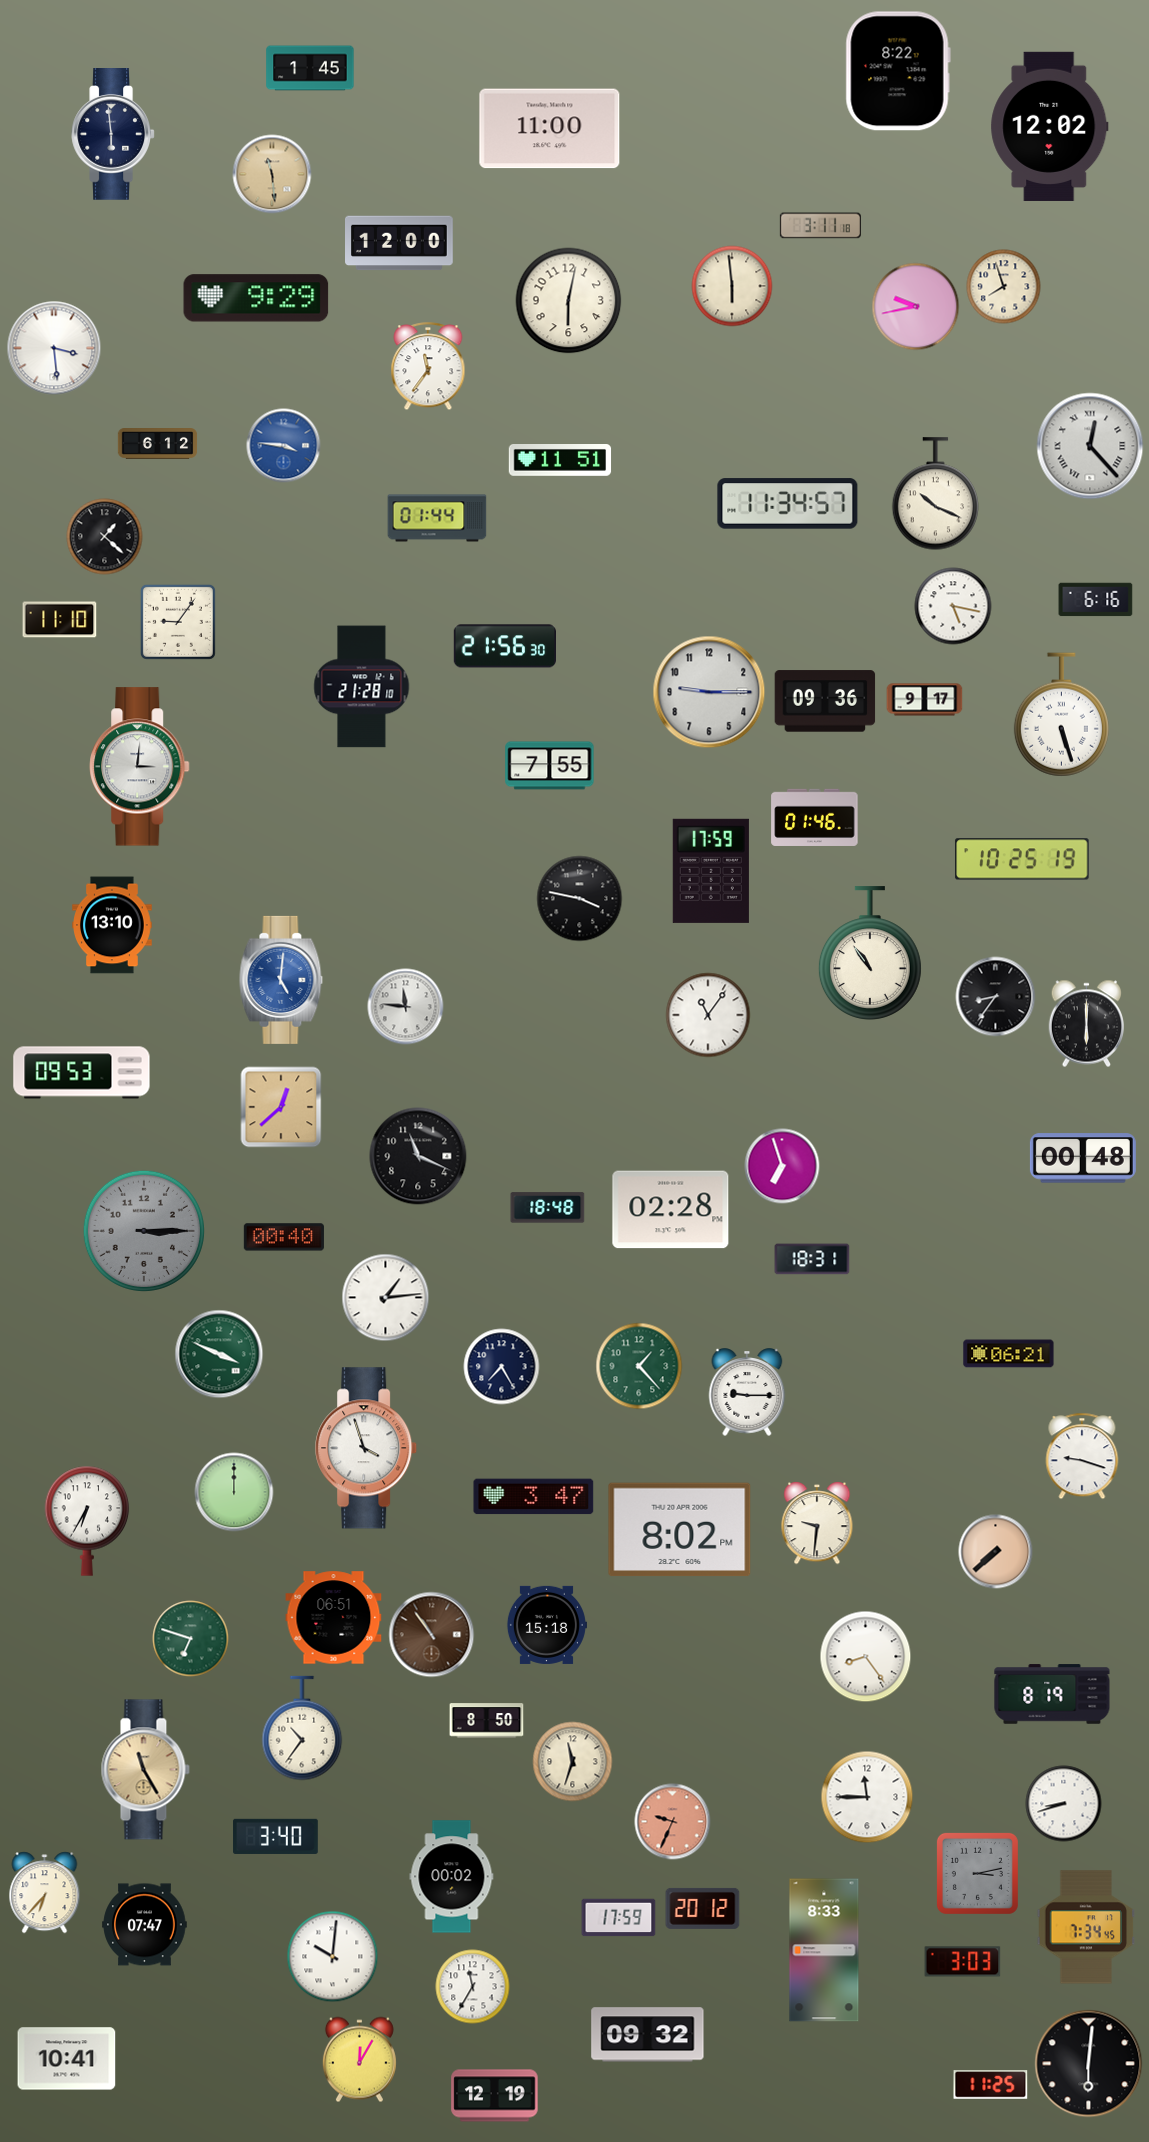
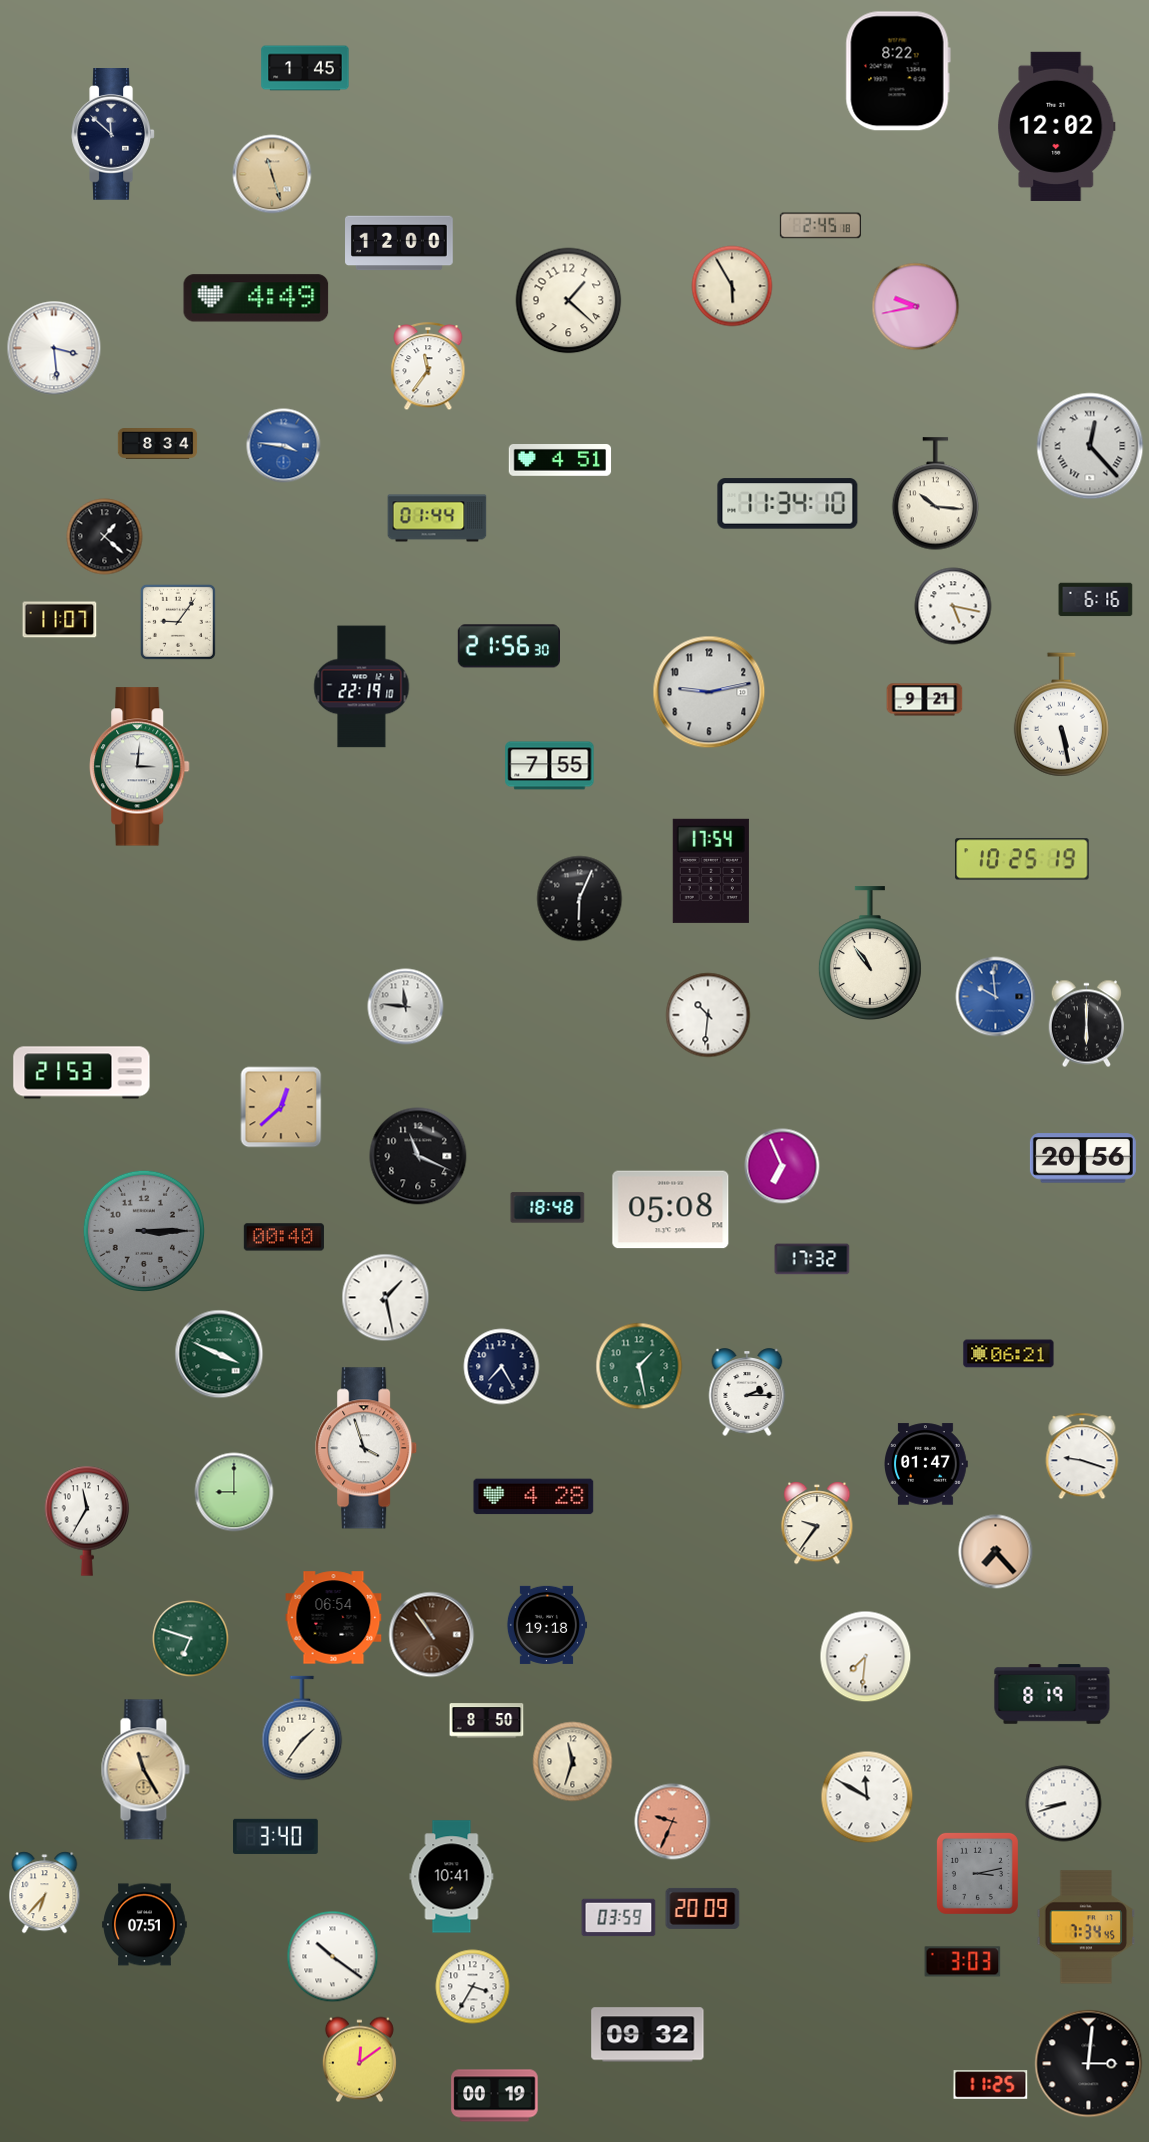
clock at (310, 68) position: (310, 68) -> (305, 68)
clock at (1050, 126) position: (1050, 126) -> (1057, 126)
clock at (550, 129): 11:00 -> none
clock at (113, 134): 5:59 -> 11:52
clock at (272, 174): 11:29 -> 11:27
clock at (820, 226): 3:11 -> 2:45
clock at (732, 286): 5:59 -> 5:55
clock at (1004, 287): 7:57 -> none
clock at (256, 298): 9:29 -> 4:49
clock at (569, 301): 6:02 -> 1:22
clock at (158, 444): 6:12 -> 8:34
clock at (560, 461): 11:51 -> 4:51
clock at (936, 494): 10:19 -> 10:16
clock at (788, 504): 11:34:57 -> 11:34:10
clock at (60, 620): 11:10 -> 11:07
clock at (504, 646) position: (504, 646) -> (508, 646)
clock at (362, 687): 21:28 -> 22:19
clock at (709, 692): 9:15 -> 9:13
clock at (925, 700): 9:17 -> 9:21
clock at (825, 701): 09:36 -> none
clock at (1061, 715): 5:27 -> 5:28
clock at (815, 817): 01:46 -> none
clock at (711, 871): 17:59 -> 17:54
clock at (580, 899): 3:47 -> 6:04
clock at (112, 925): 13:10 -> none
clock at (281, 980): 5:01 -> none
clock at (996, 997): 8:36 -> 9:59
clock at (996, 997) dial: black -> blue
clock at (708, 1015): 11:06 -> 10:31
clock at (82, 1073): 09:53 -> 21:53
clock at (1083, 1158): 00:48 -> 20:56
clock at (782, 1166): 6:57 -> 6:56
clock at (671, 1210): 02:28 -> 05:08
clock at (812, 1259): 18:31 -> 17:32
clock at (386, 1298): 1:14 -> 1:28
clock at (639, 1366): 1:23 -> 1:28
clock at (747, 1392): 9:15 -> 2:15
clock at (926, 1464): none -> 01:47
clock at (234, 1492): 12:00 -> 9:00
clock at (534, 1497): 3:47 -> 4:28
clock at (87, 1521): 6:35 -> 11:35
clock at (817, 1523): 9:31 -> 9:36
clock at (680, 1530): 8:02 -> none
clock at (996, 1552): 7:38 -> 7:23
clock at (334, 1618): 06:51 -> 06:54
clock at (546, 1625): 15:18 -> 19:18
clock at (866, 1657): 8:24 -> 7:31
clock at (302, 1728): 10:36 -> 1:36
clock at (867, 1797): 11:45 -> 11:50
clock at (452, 1877): 00:02 -> 10:41
clock at (703, 1908): 20:12 -> 20:09
clock at (619, 1918): 17:59 -> 03:59
clock at (145, 1925): 07:47 -> 07:51
clock at (824, 1950): 8:33 -> none
clock at (333, 1957): 10:01 -> 10:21
clock at (473, 1987): 11:35 -> 3:35
clock at (67, 2059): 10:41 -> none
clock at (359, 2060): 12:05 -> 12:09
clock at (1089, 2064): 6:01 -> 3:01
clock at (495, 2096): 12:19 -> 00:19
